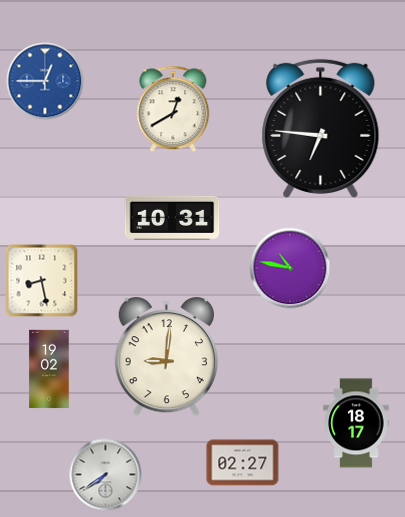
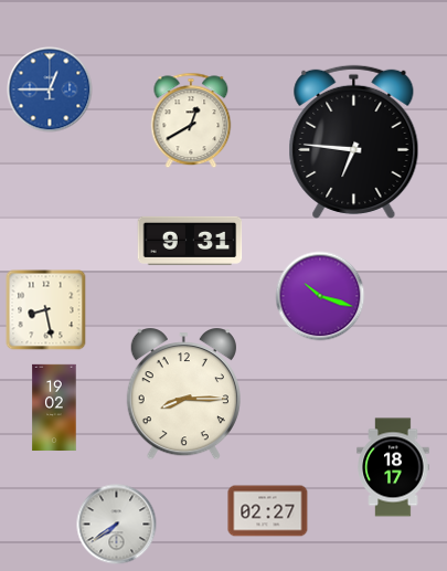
clock at (172, 218): 10:31 -> 9:31
clock at (290, 268): 10:47 -> 10:18
clock at (166, 357): 9:01 -> 8:15
